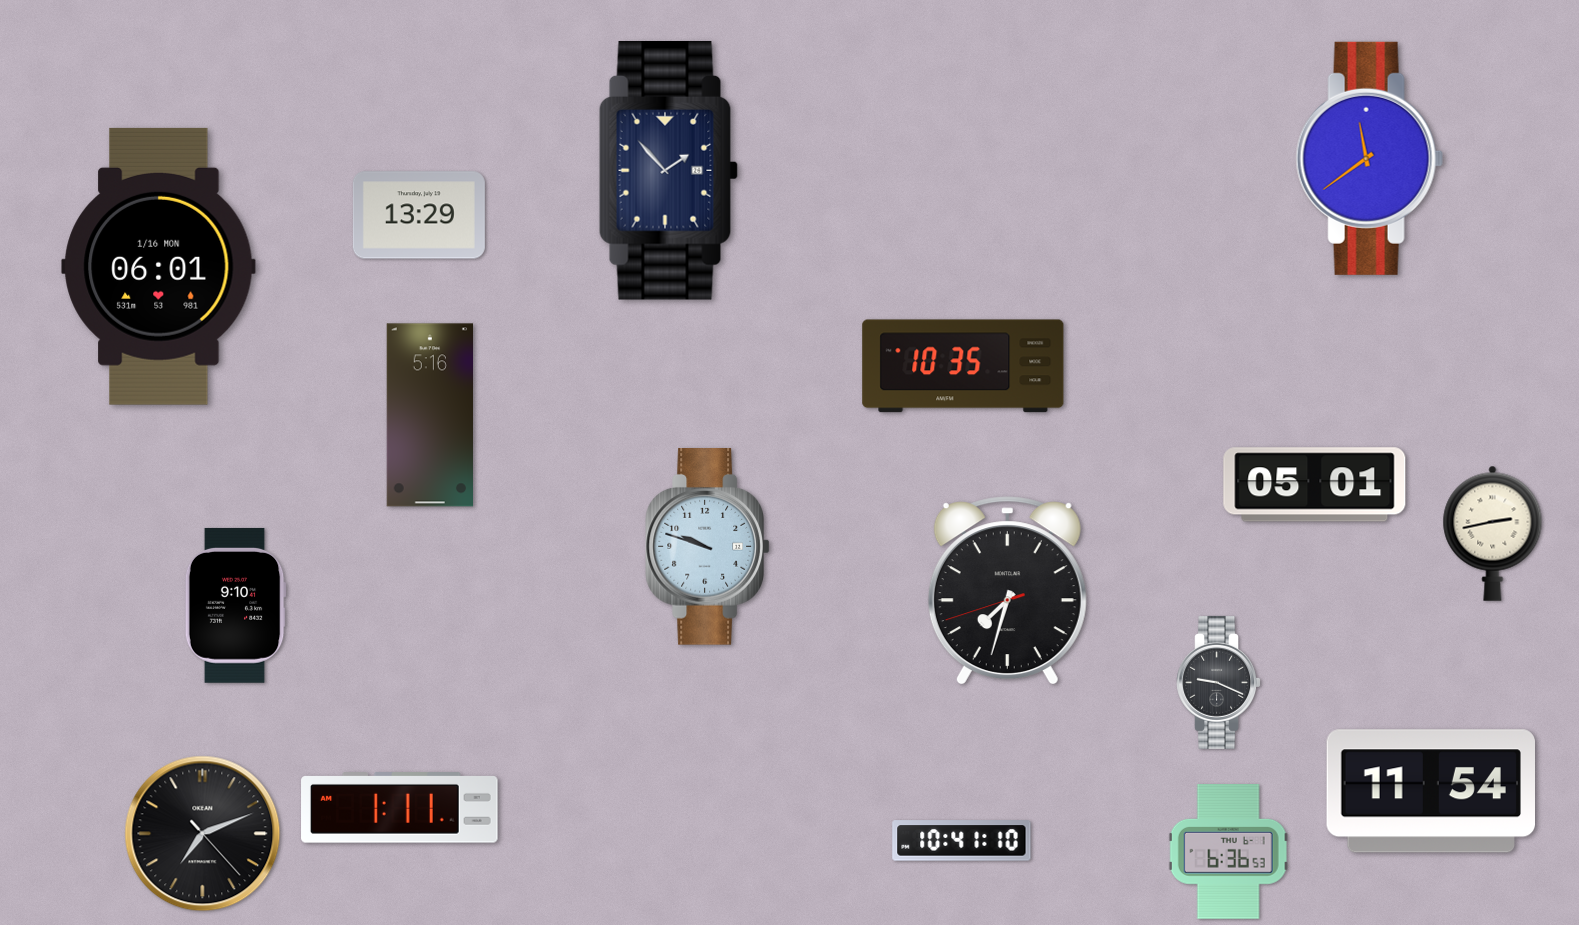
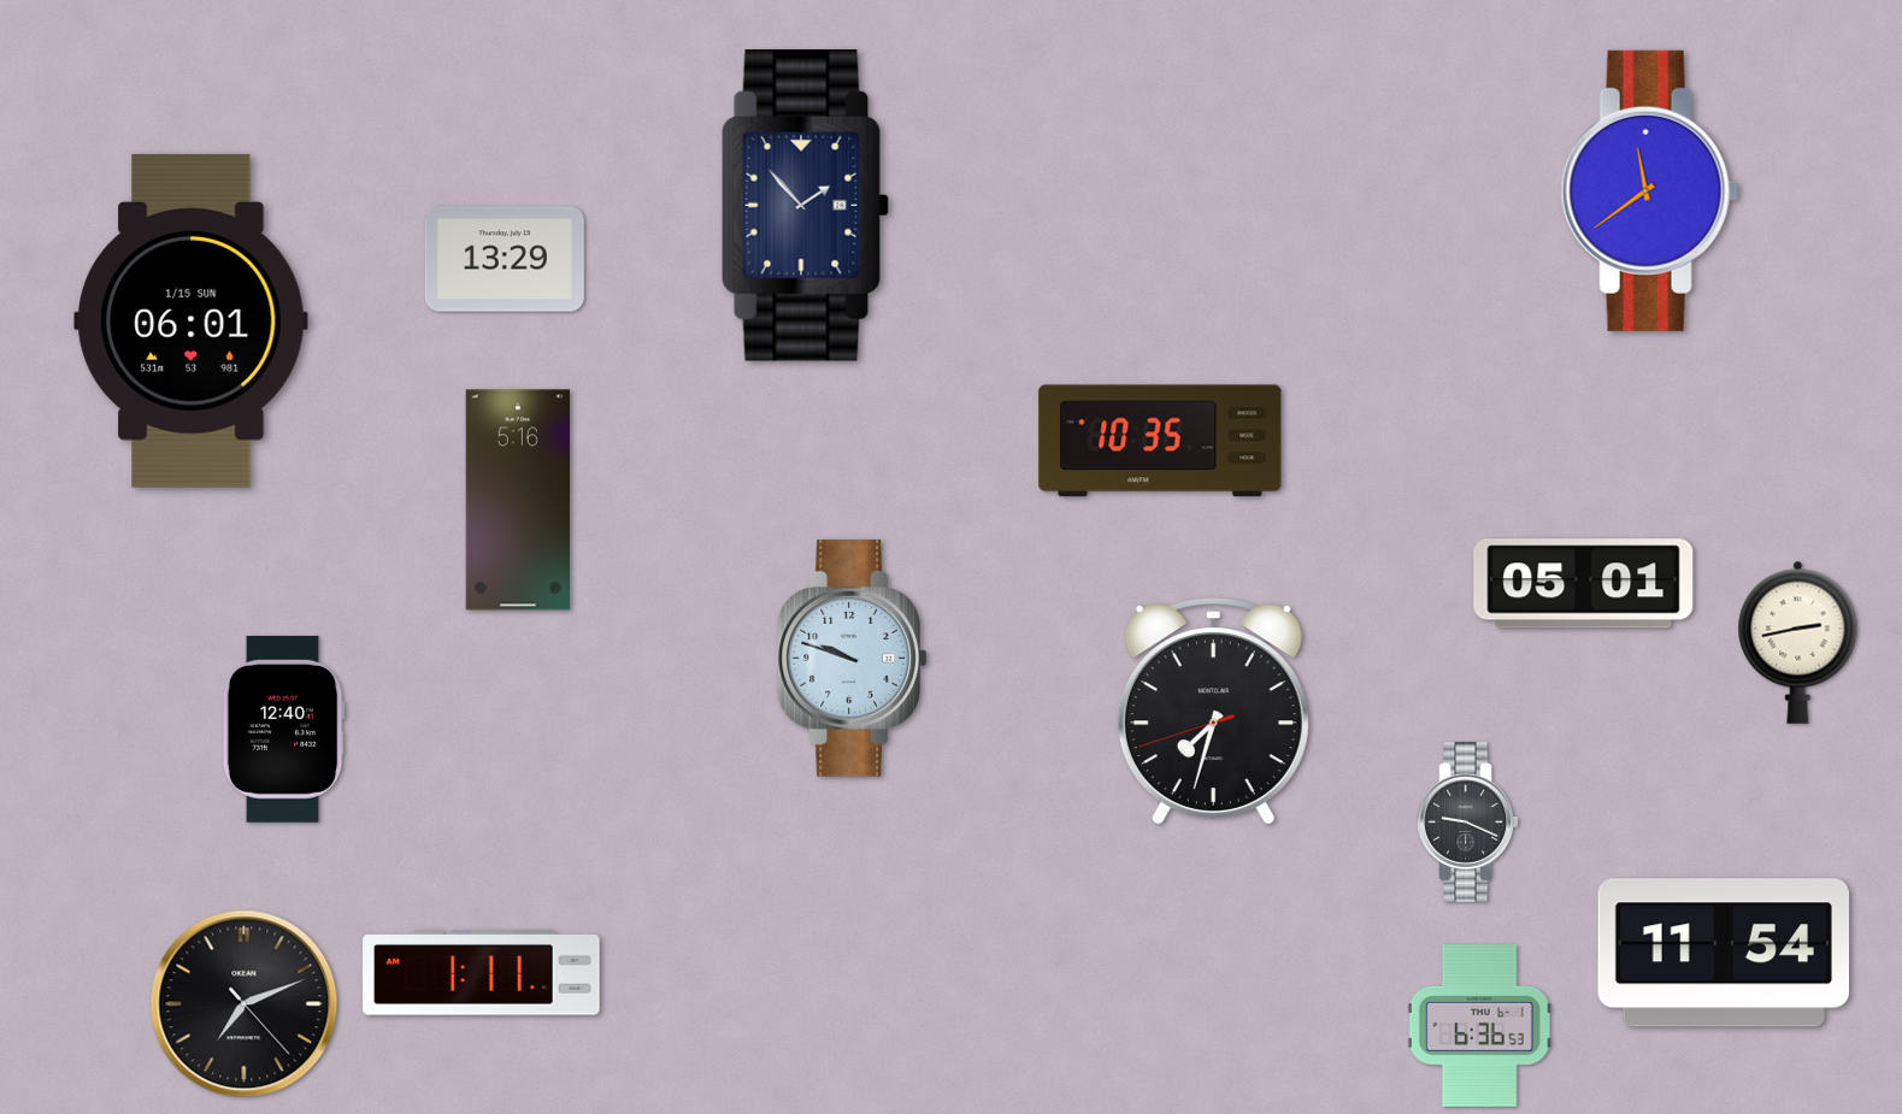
clock at (159, 266) date: 1/16 MON -> 1/15 SUN
clock at (235, 605): 9:10 -> 12:40
clock at (962, 841): 10:41 -> none
